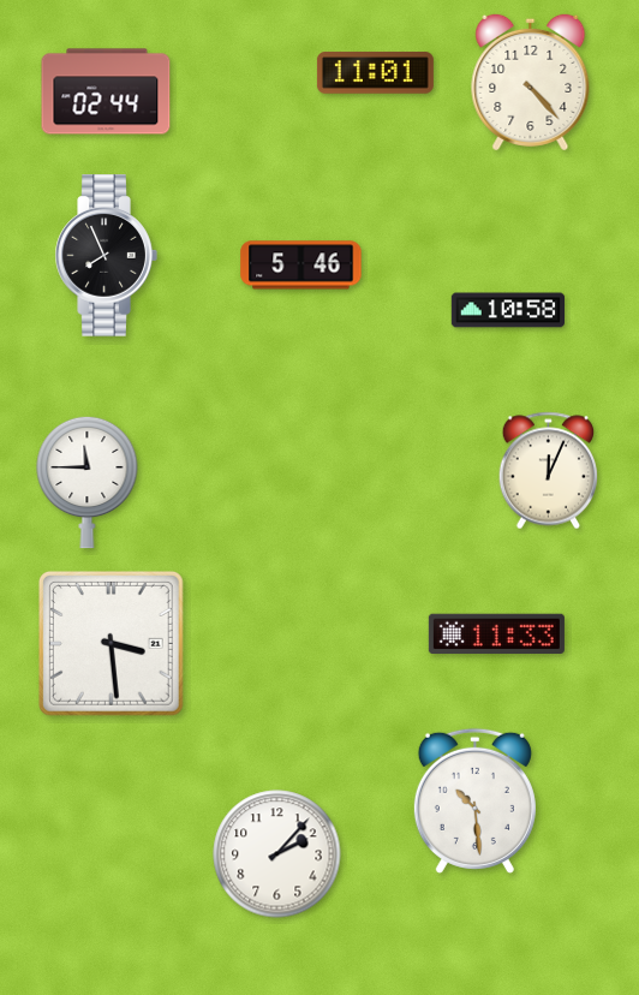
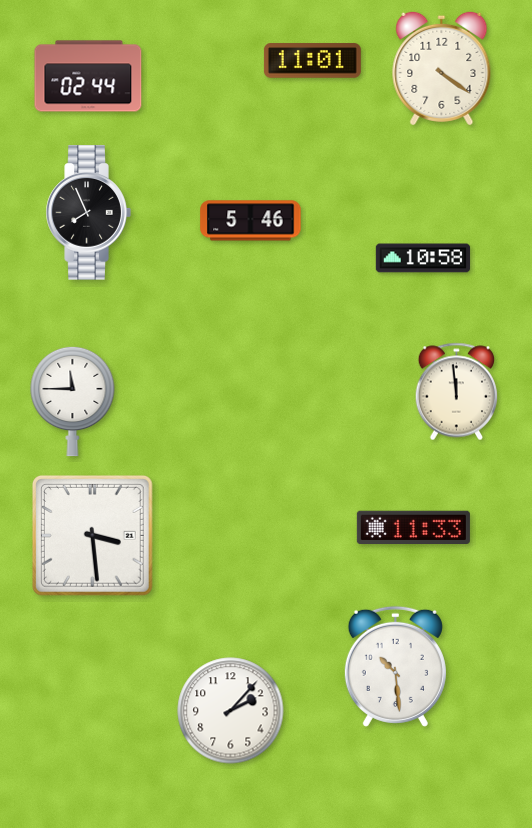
clock at (531, 82): 4:23 -> 4:21
clock at (549, 471): 12:04 -> 11:59
